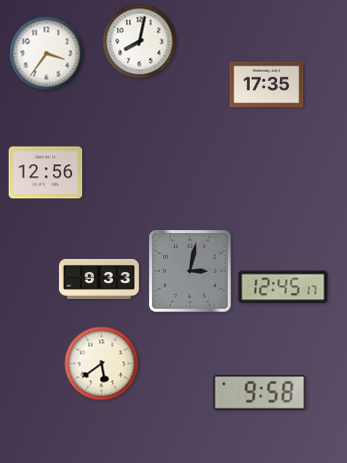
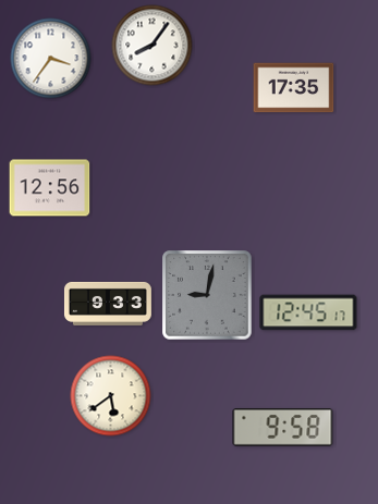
clock at (140, 42): 8:02 -> 8:06
clock at (267, 85) position: (267, 85) -> (294, 88)
clock at (190, 271): 3:02 -> 9:02
